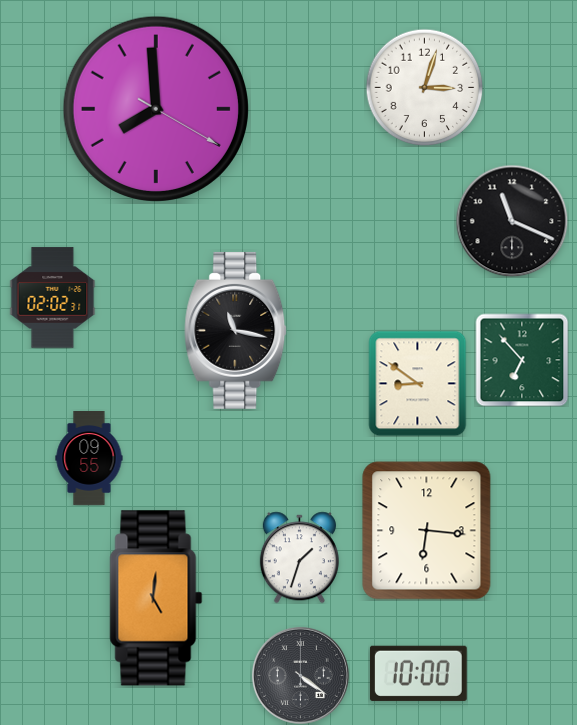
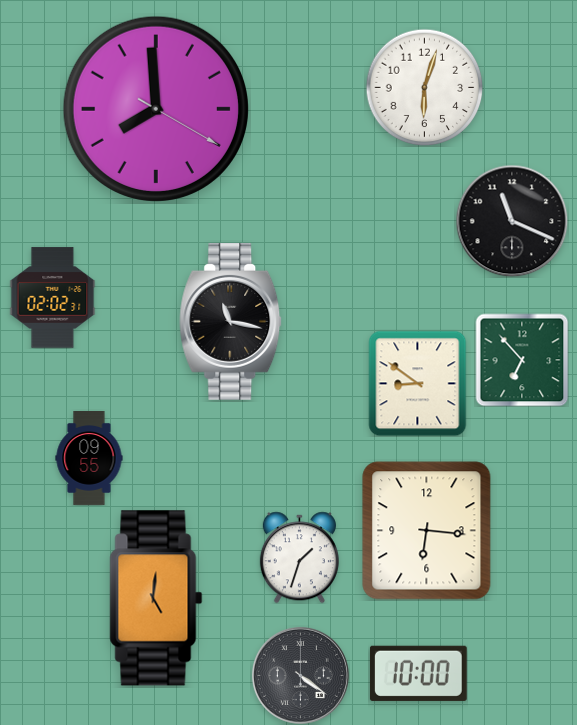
clock at (424, 87): 3:03 -> 6:03
clock at (236, 330) position: (236, 330) -> (231, 321)
